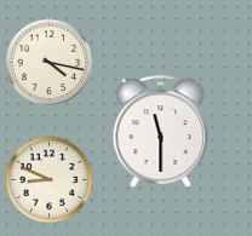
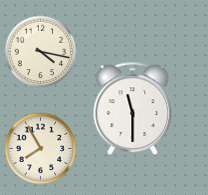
clock at (50, 180): 8:49 -> 7:55
